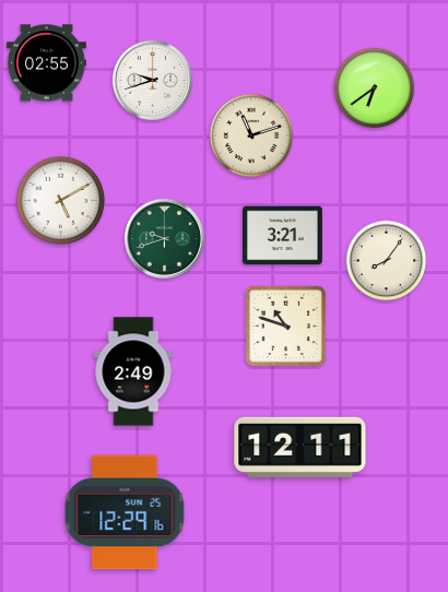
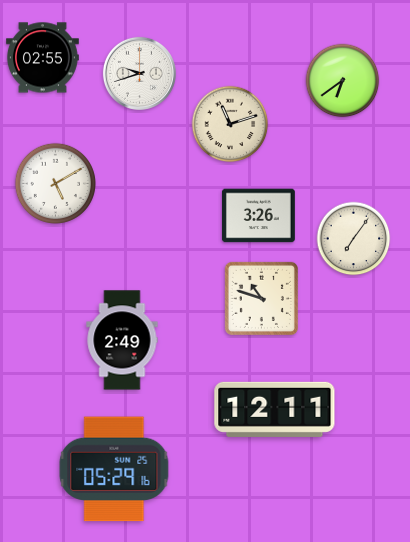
clock at (282, 236): 3:21 -> 3:26
clock at (164, 238): 9:42 -> none
clock at (387, 261): 8:06 -> 7:06
clock at (125, 512): 12:29 -> 05:29
